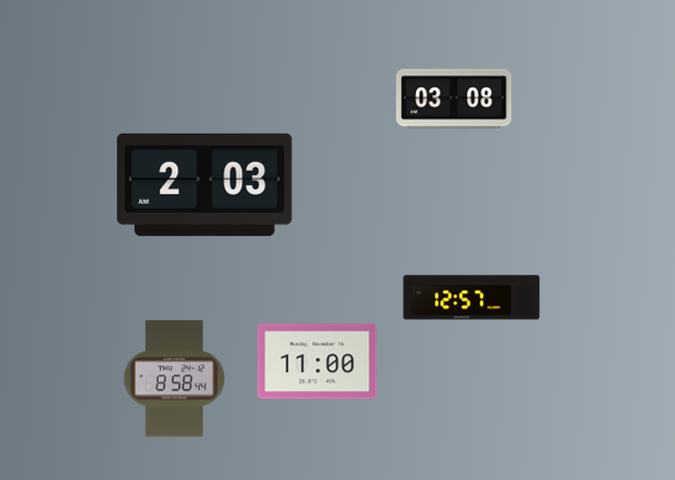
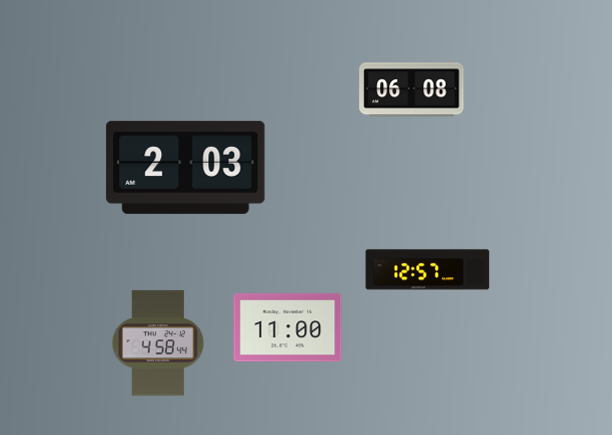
clock at (454, 99): 03:08 -> 06:08
clock at (174, 378): 8:58 -> 4:58
